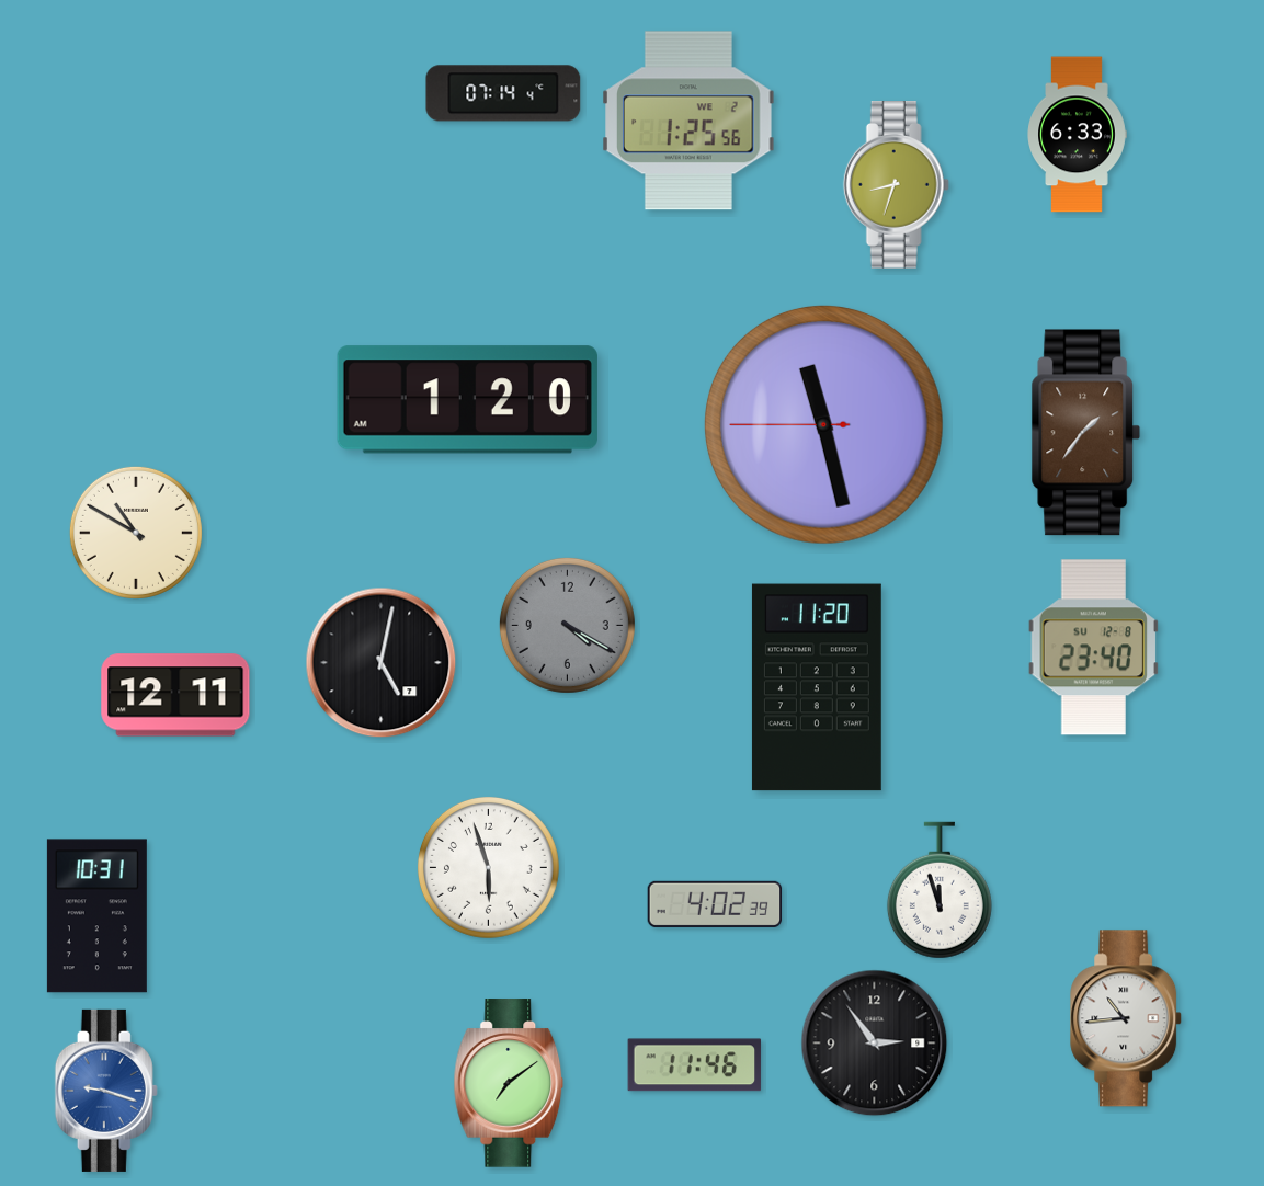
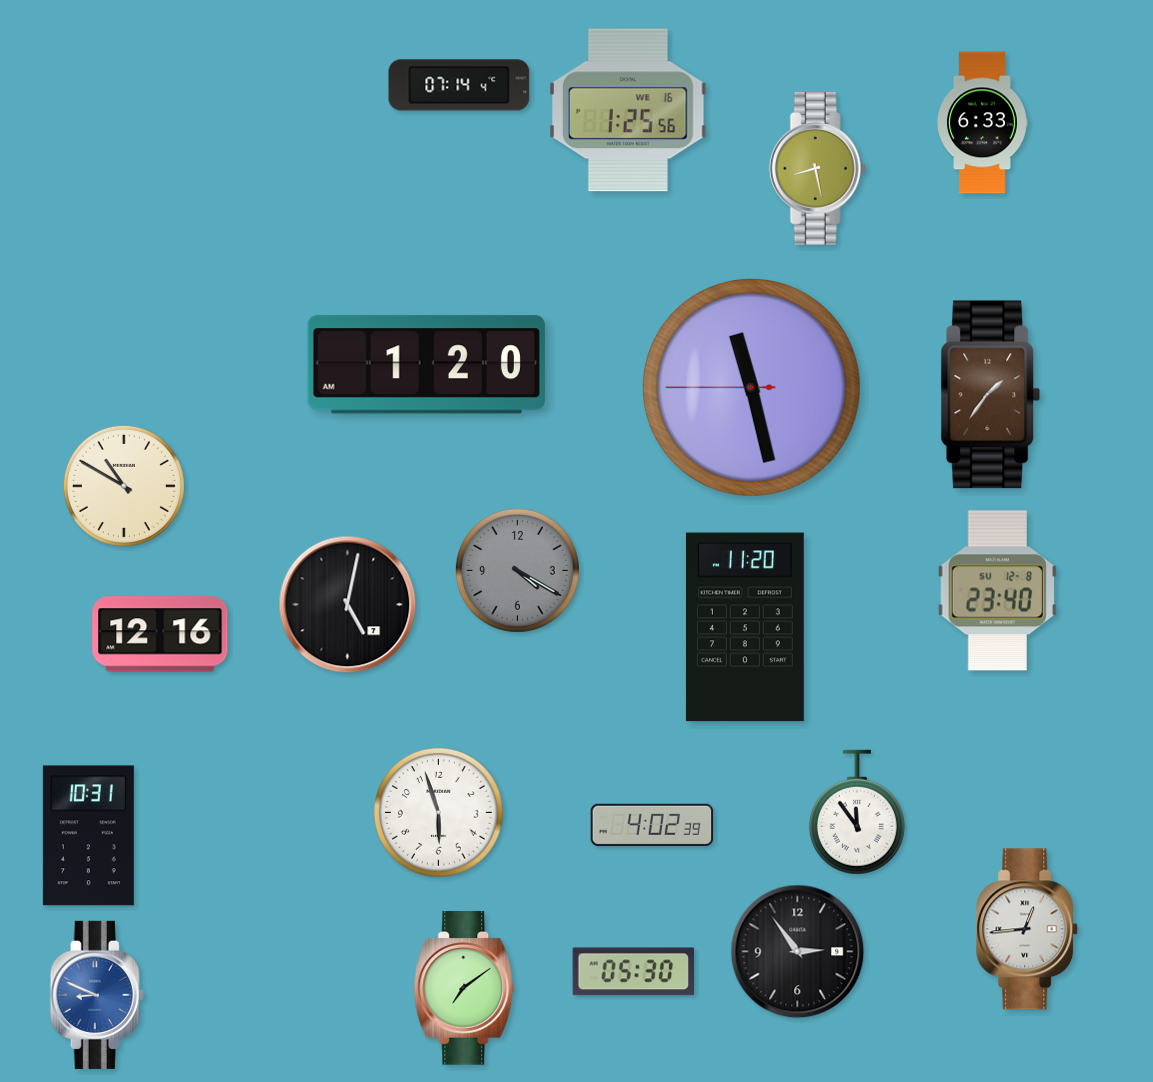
clock at (688, 121) date: WE 2 -> WE 16
clock at (896, 185): 8:33 -> 8:28
clock at (175, 695): 12:11 -> 12:16
clock at (488, 867) position: (488, 867) -> (438, 812)
clock at (940, 890): 11:57 -> 11:54
clock at (1127, 1018): 10:44 -> 12:44
clock at (695, 1065): 11:46 -> 05:30
clock at (106, 1091): 9:18 -> 8:49
